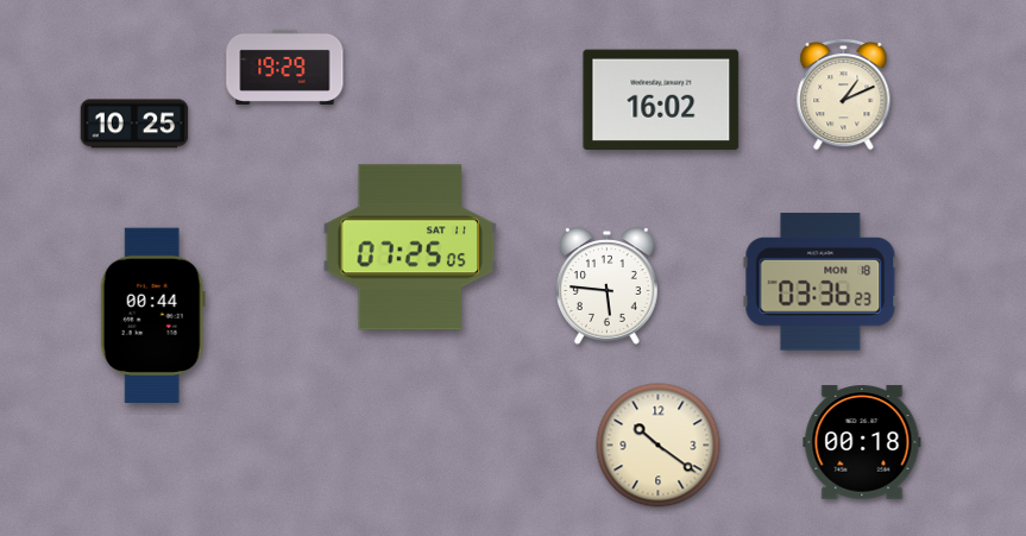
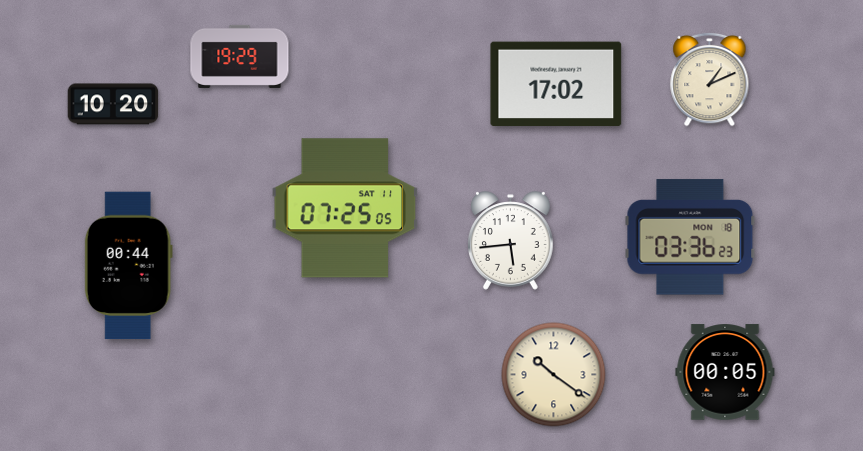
clock at (661, 100): 16:02 -> 17:02
clock at (134, 124): 10:25 -> 10:20
clock at (608, 286): 5:46 -> 5:44
clock at (862, 442): 00:18 -> 00:05
